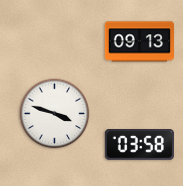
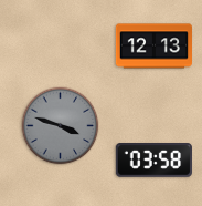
clock at (139, 42): 09:13 -> 12:13
clock at (55, 114) dial: white -> grey
